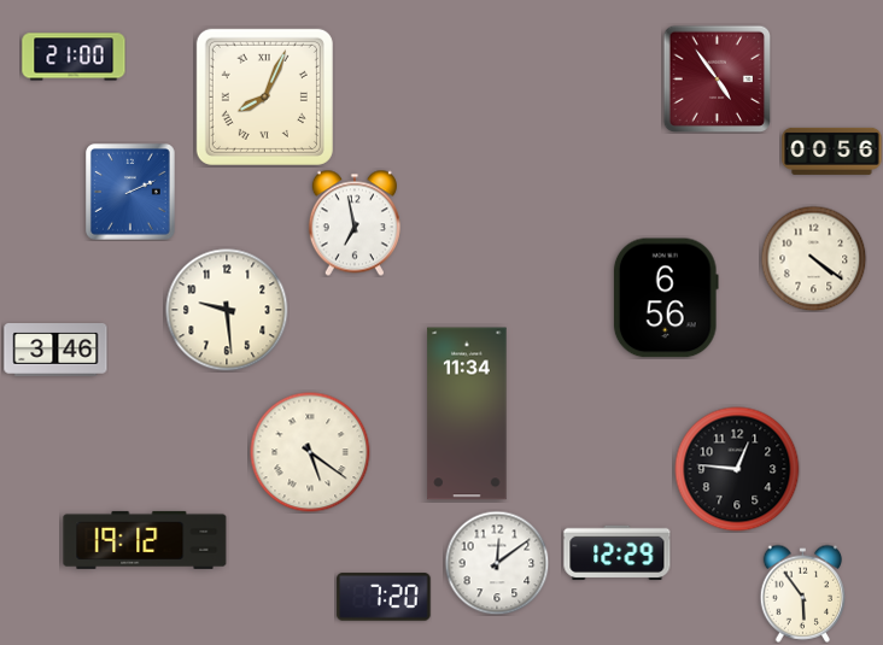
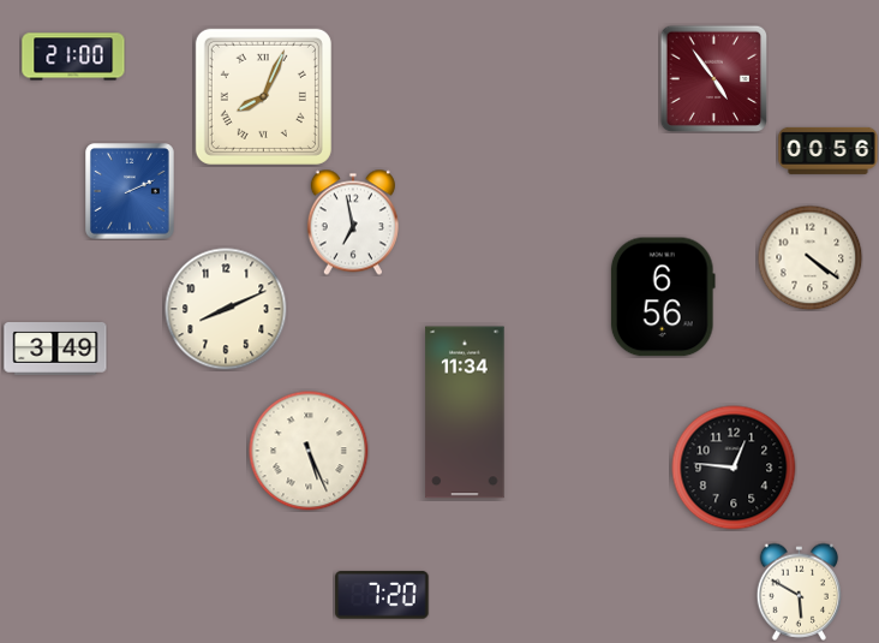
clock at (227, 310): 9:29 -> 8:11
clock at (55, 351): 3:46 -> 3:49
clock at (310, 452): 5:21 -> 5:26
clock at (145, 540): 19:12 -> none
clock at (618, 552): 12:29 -> none
clock at (497, 563): 12:09 -> none
clock at (803, 593): 5:54 -> 5:50
